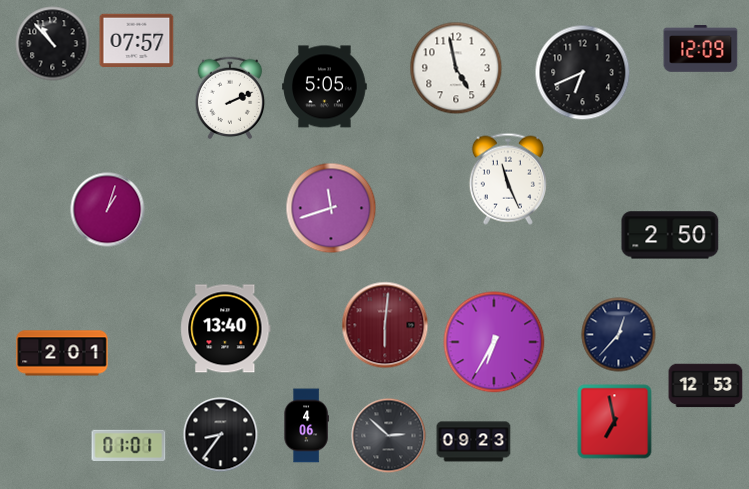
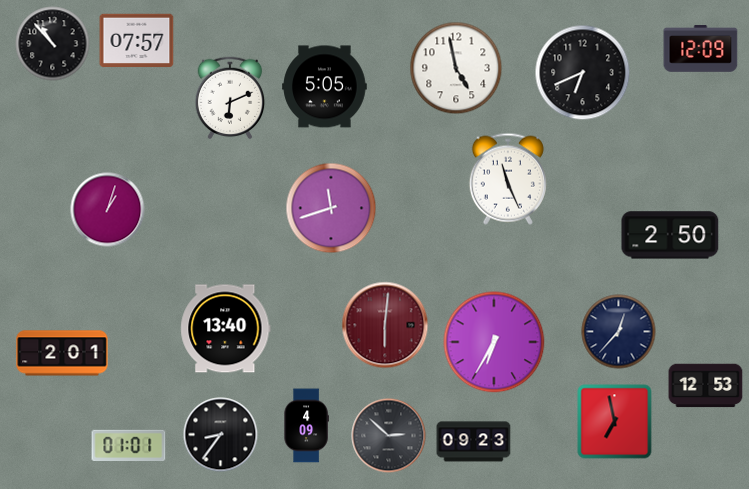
clock at (230, 98): 2:11 -> 6:11
clock at (619, 335) position: (619, 335) -> (619, 332)
clock at (306, 426): 4:06 -> 4:09
